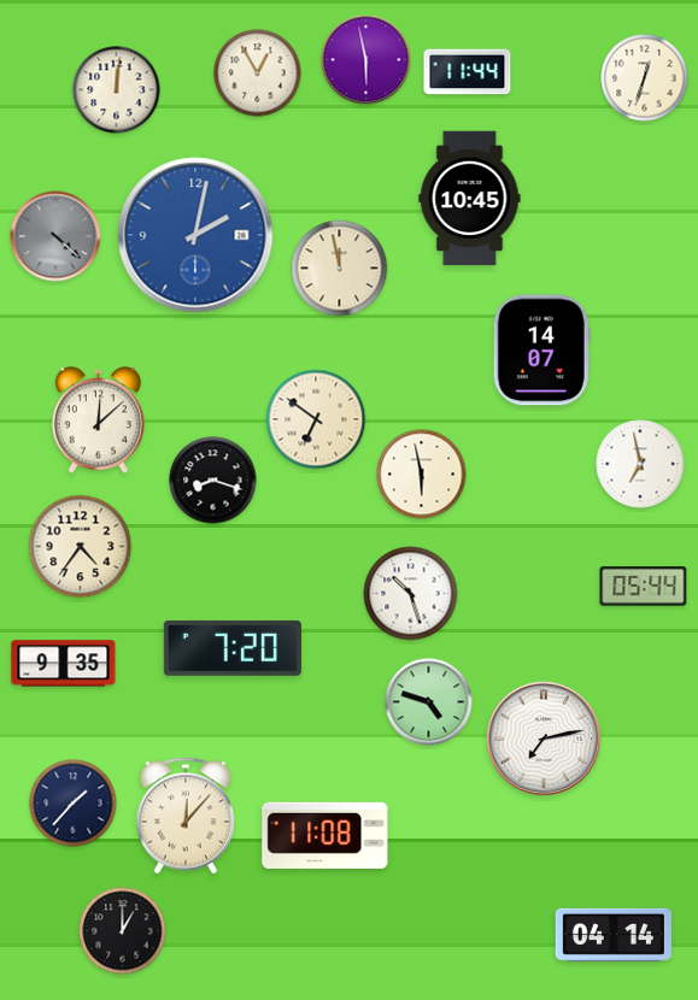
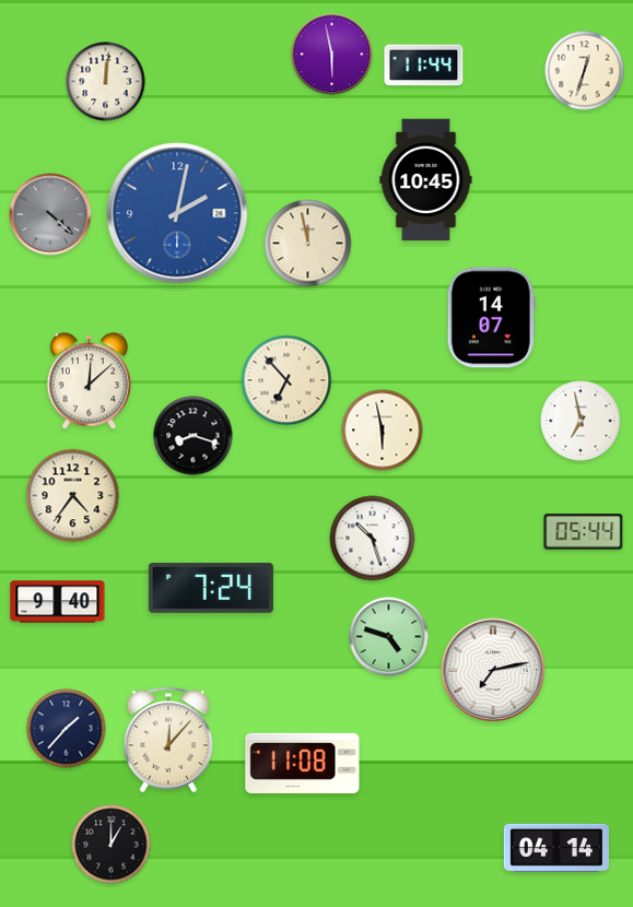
clock at (258, 73): 12:55 -> none
clock at (316, 419): 6:51 -> 6:53
clock at (233, 648): 7:20 -> 7:24
clock at (64, 664): 9:35 -> 9:40
clock at (325, 835) position: (325, 835) -> (303, 763)
